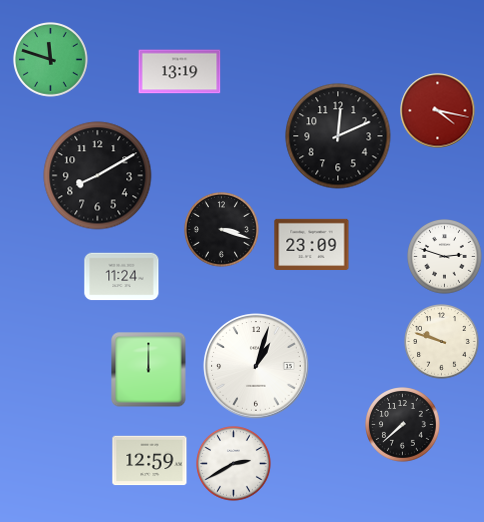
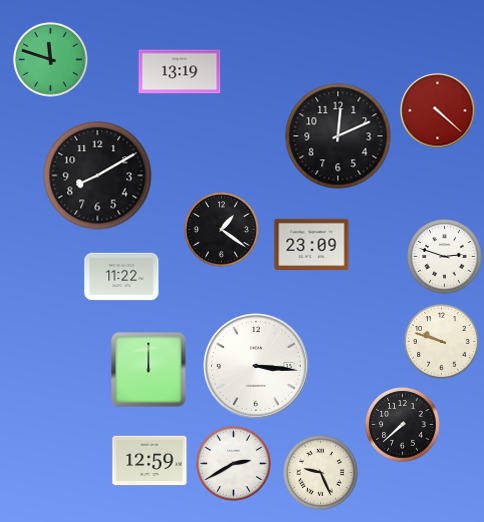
clock at (438, 111): 4:17 -> 4:22
clock at (222, 230): 3:18 -> 1:21
clock at (122, 277): 11:24 -> 11:22
clock at (256, 366): 1:03 -> 3:16
clock at (321, 473): none -> 9:26
